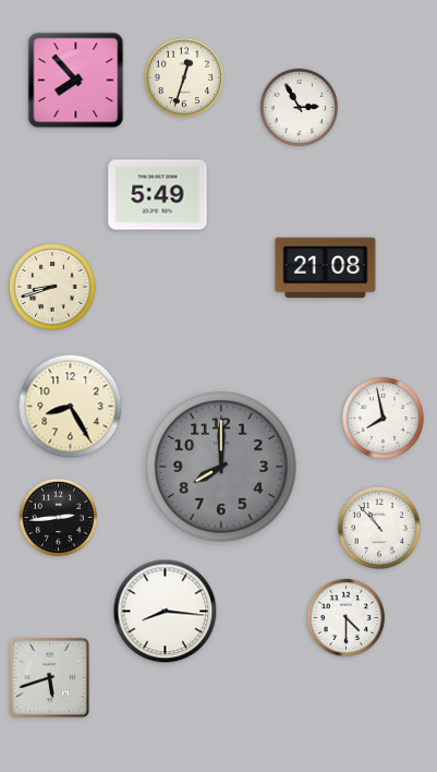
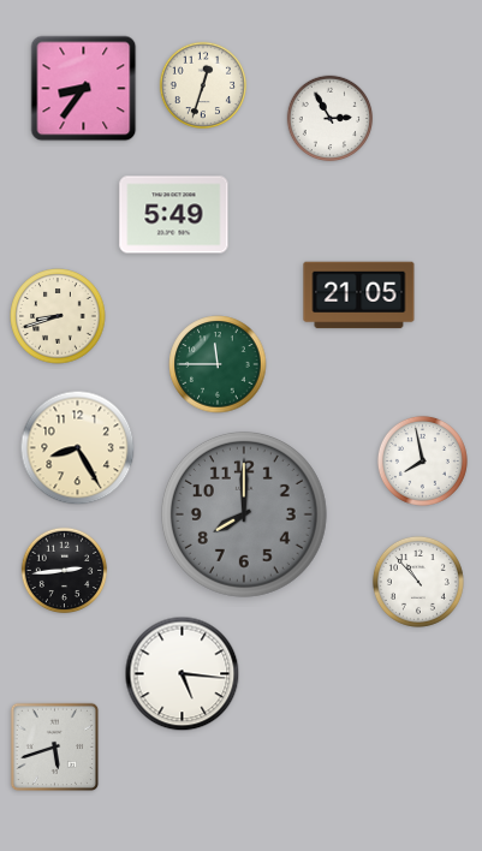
clock at (76, 81): 7:53 -> 8:36
clock at (326, 268): 21:08 -> 21:05
clock at (218, 364): none -> 11:45
clock at (166, 612): 8:16 -> 5:16
clock at (347, 618): 4:30 -> none
